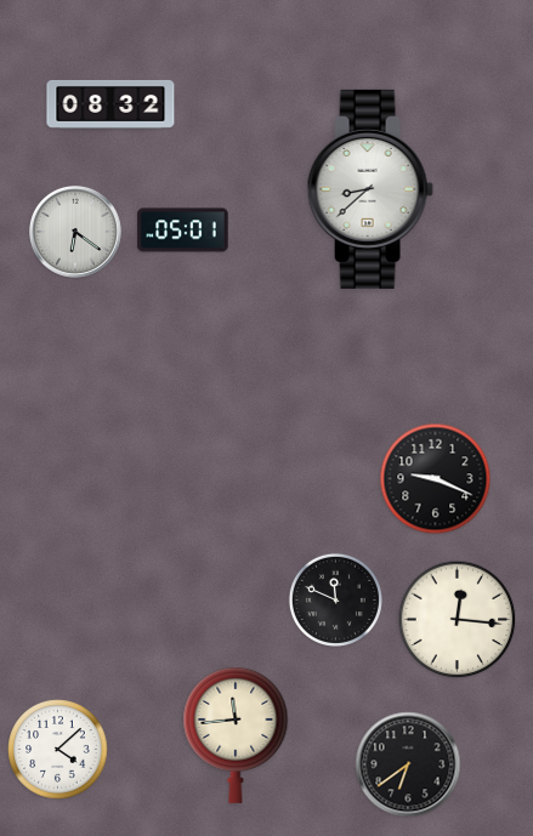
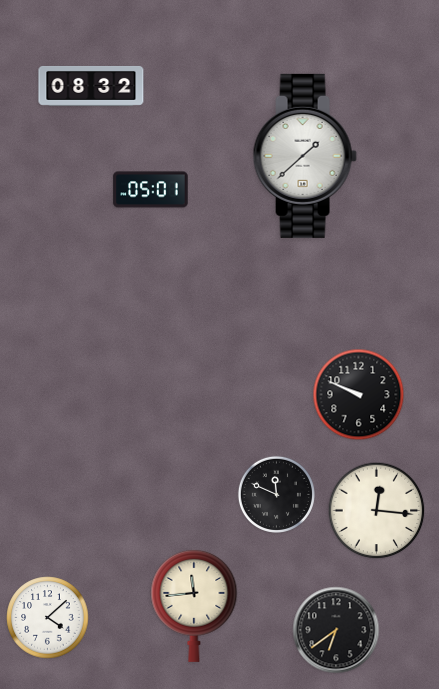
clock at (370, 189): 8:38 -> 1:38
clock at (75, 232): 6:21 -> none
clock at (436, 479): 9:19 -> 9:49
